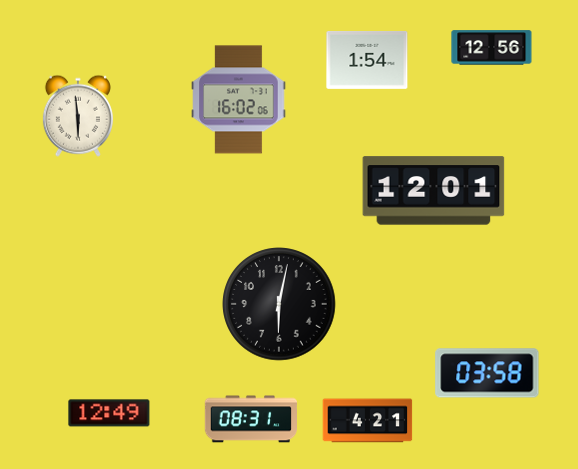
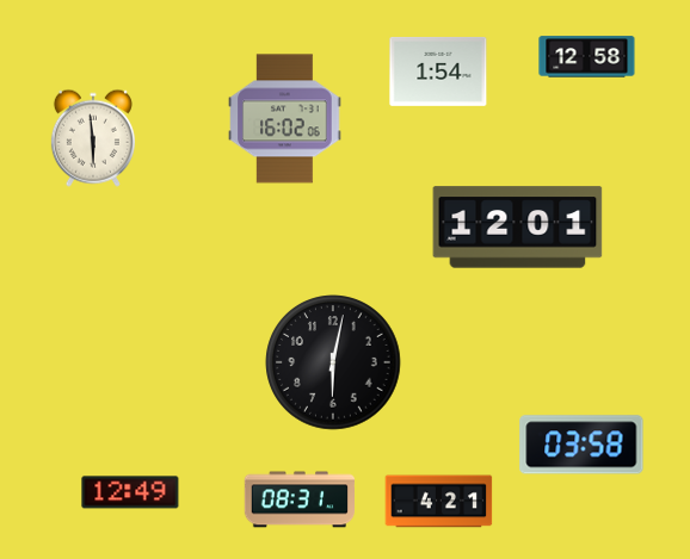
clock at (492, 48): 12:56 -> 12:58
